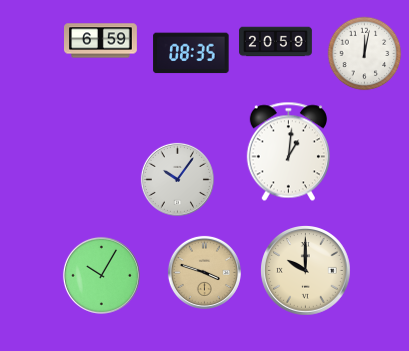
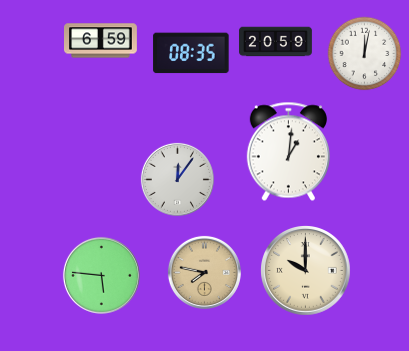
clock at (177, 179): 10:06 -> 12:06
clock at (204, 272): 3:48 -> 7:47
clock at (101, 275): 10:05 -> 5:46
